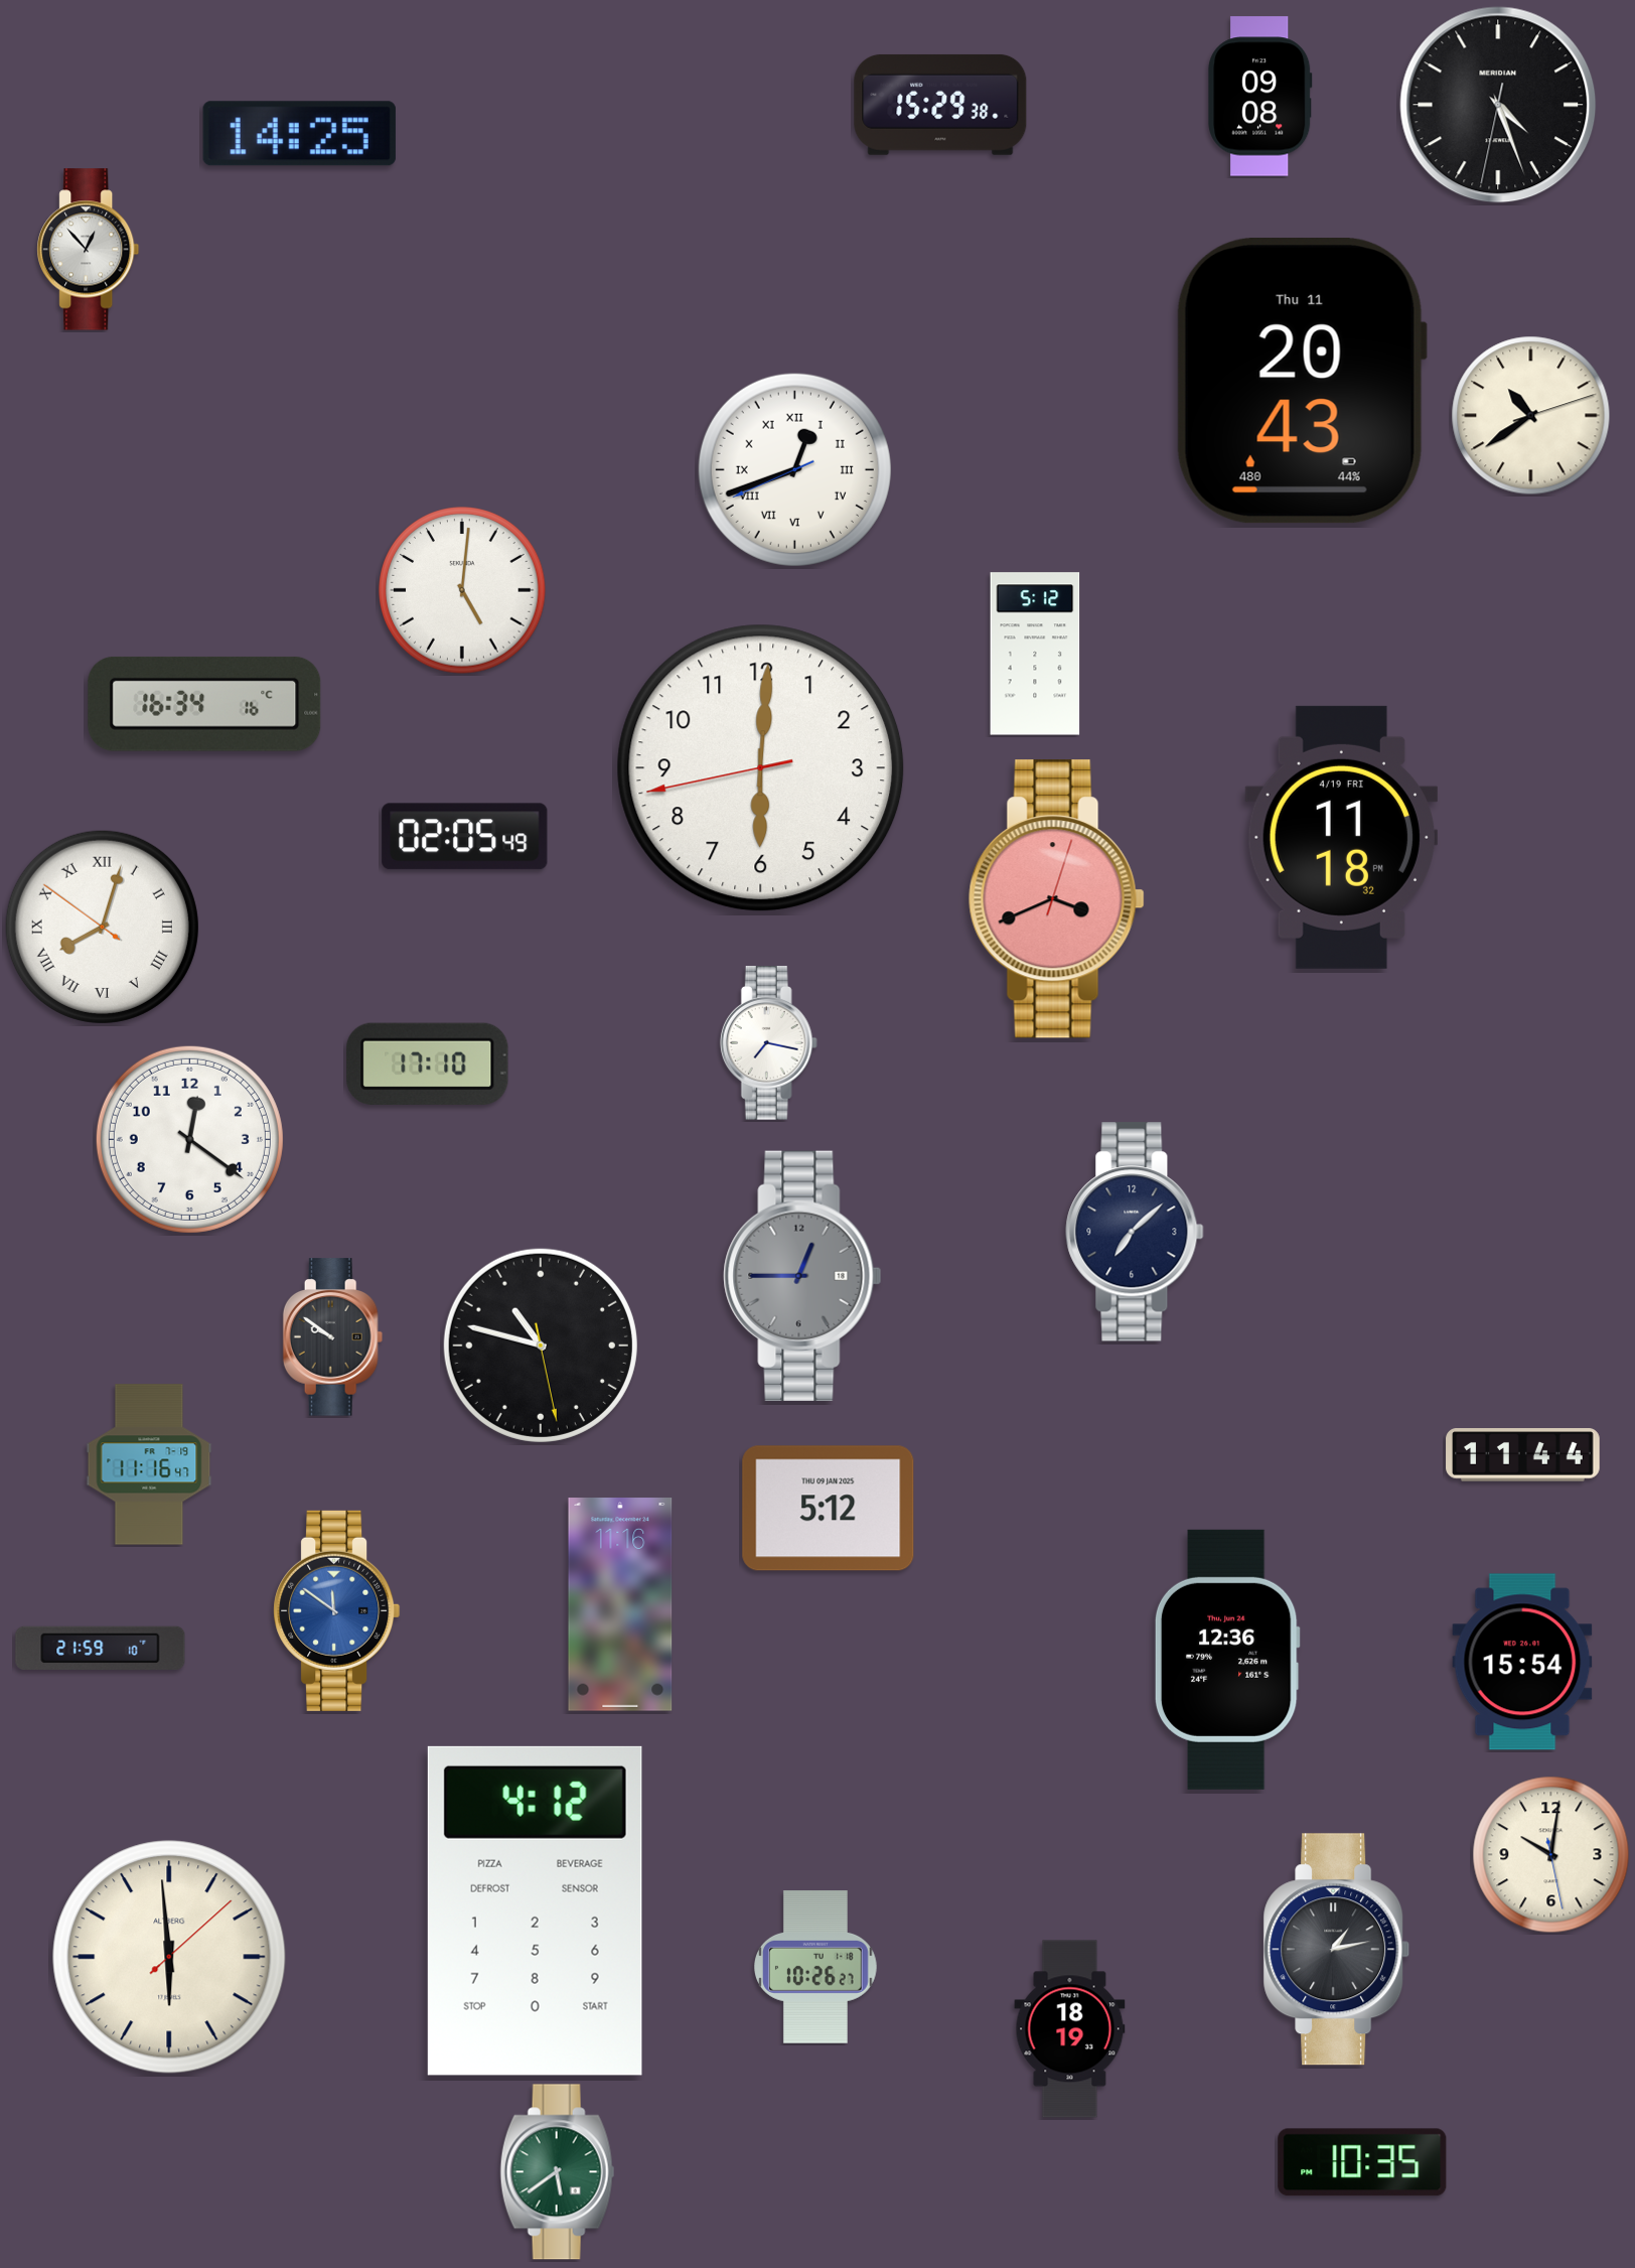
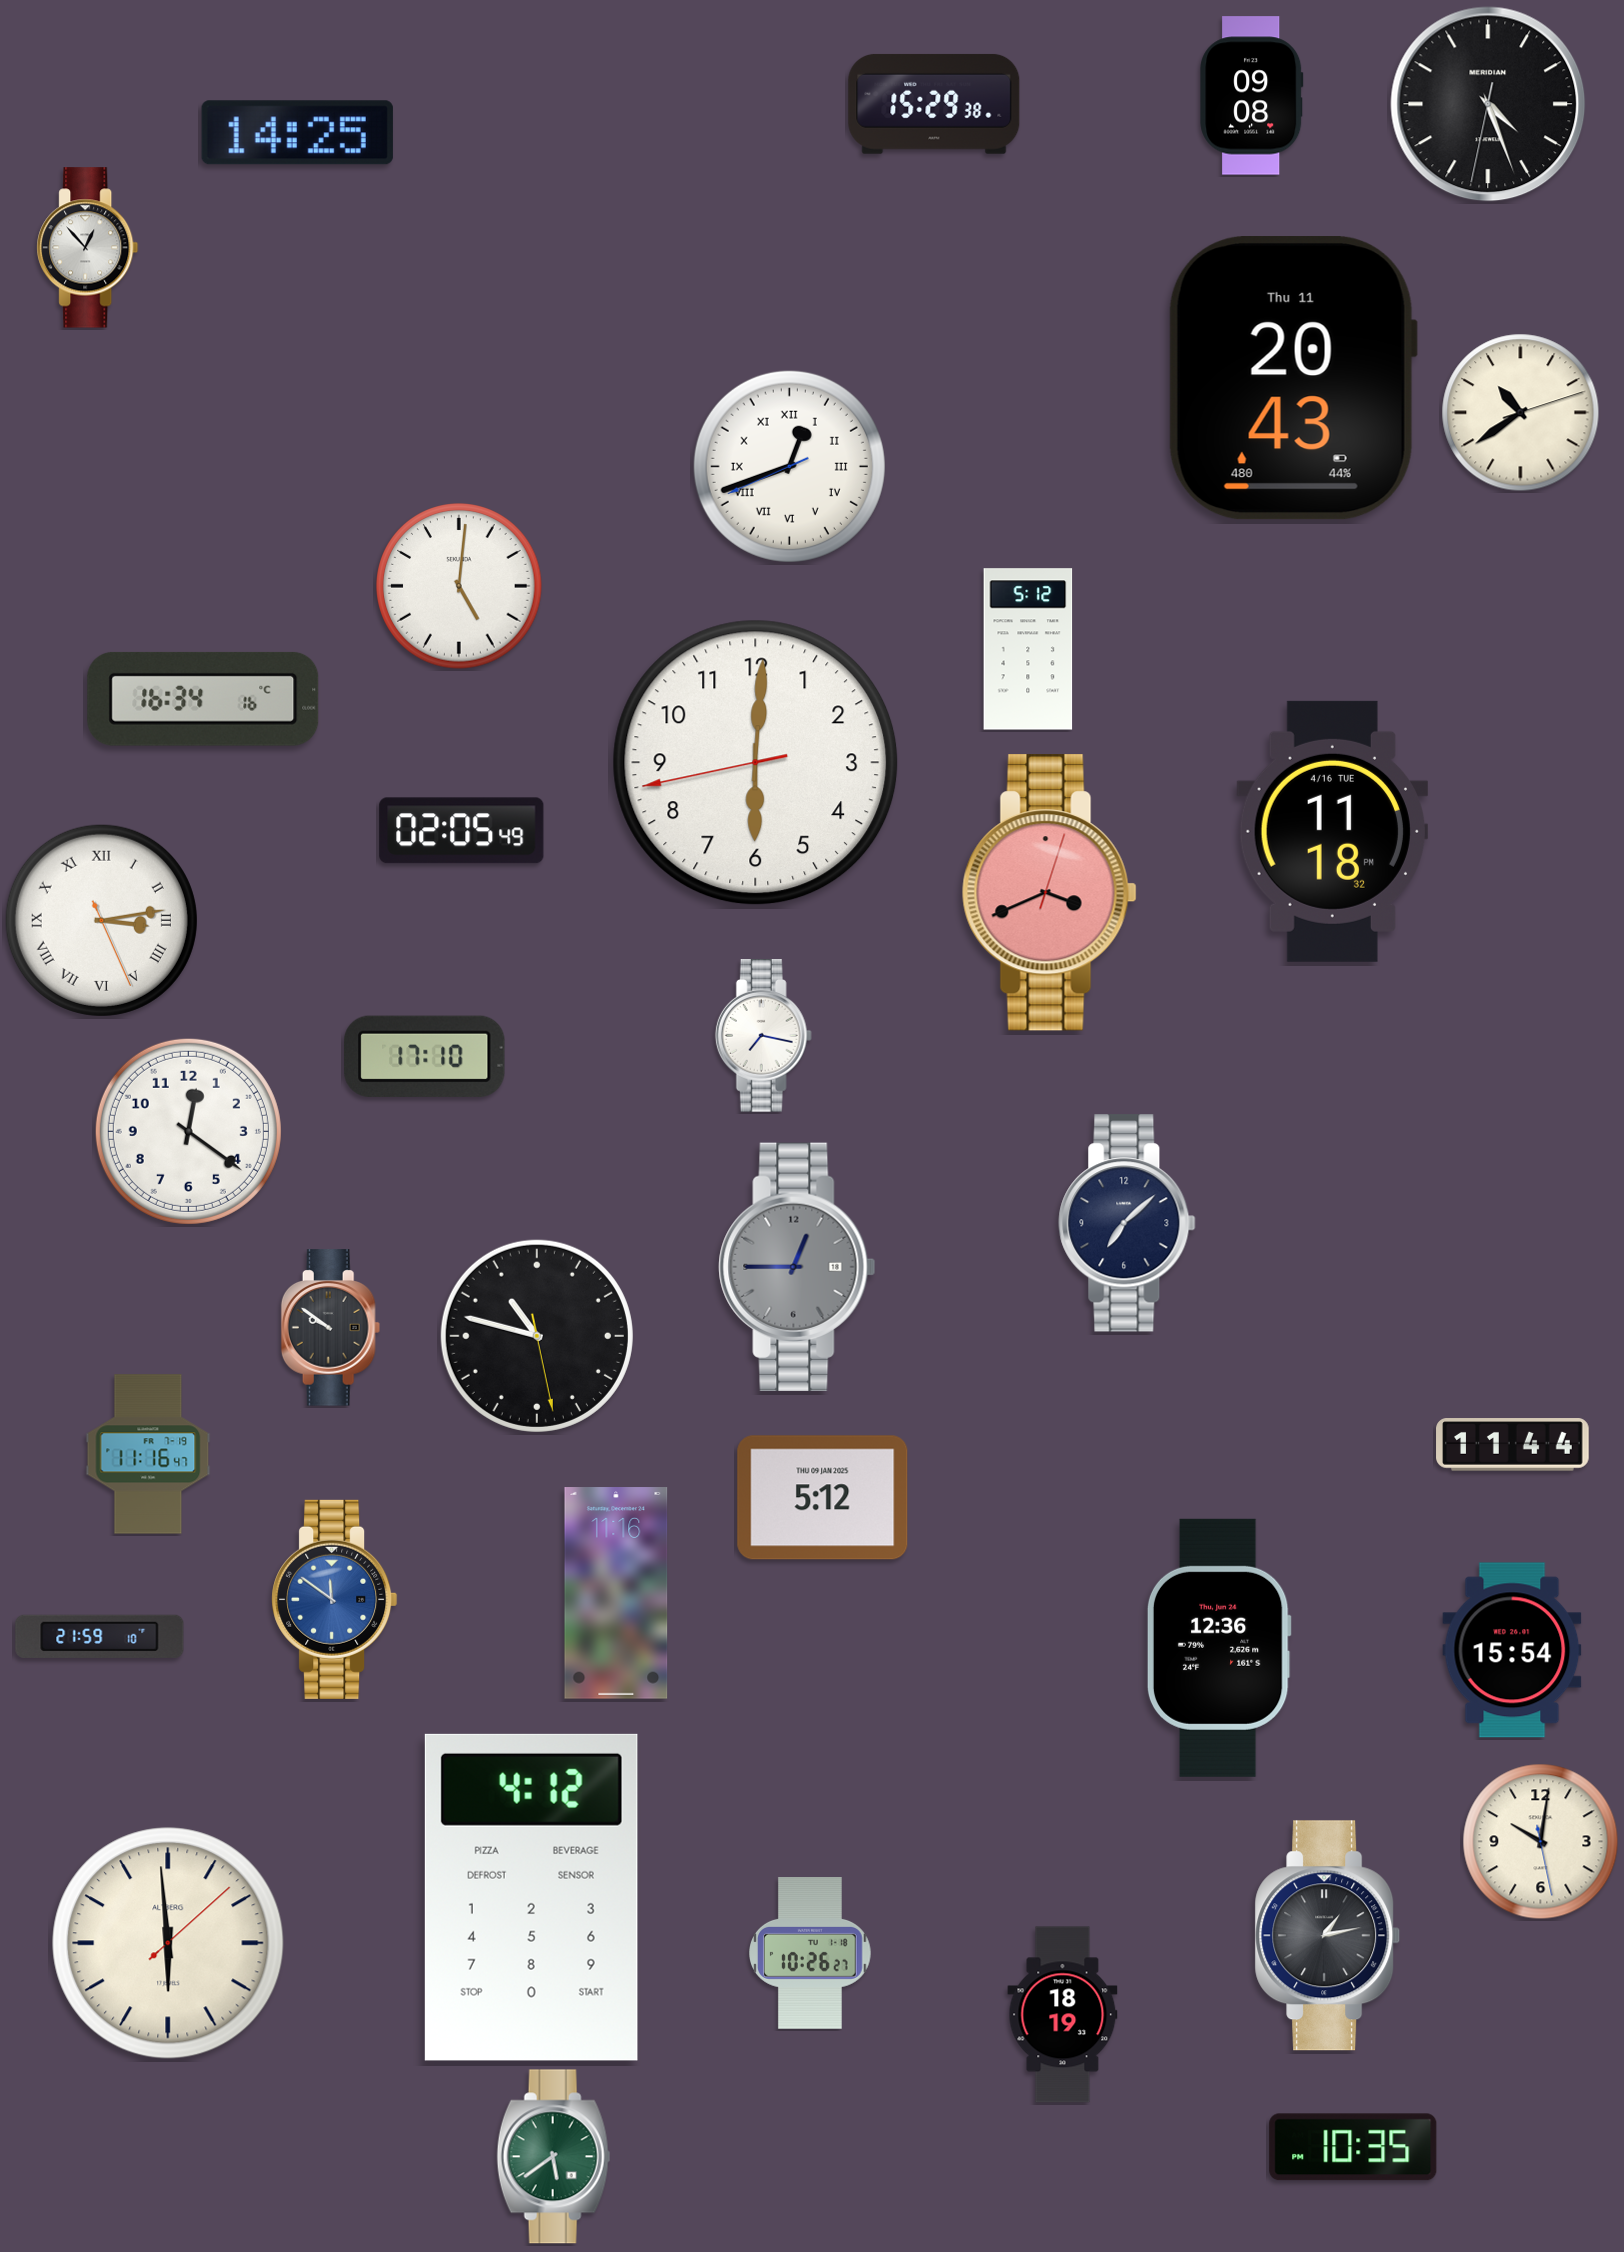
clock at (1341, 837) date: 4/19 FRI -> 4/16 TUE
clock at (102, 927): 8:02 -> 3:13
